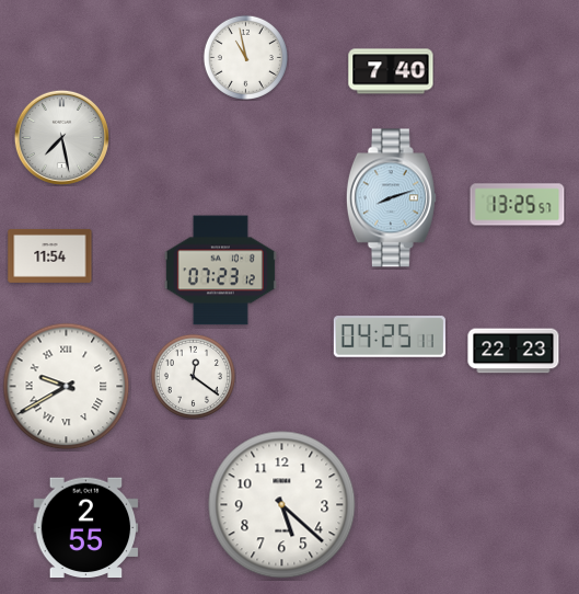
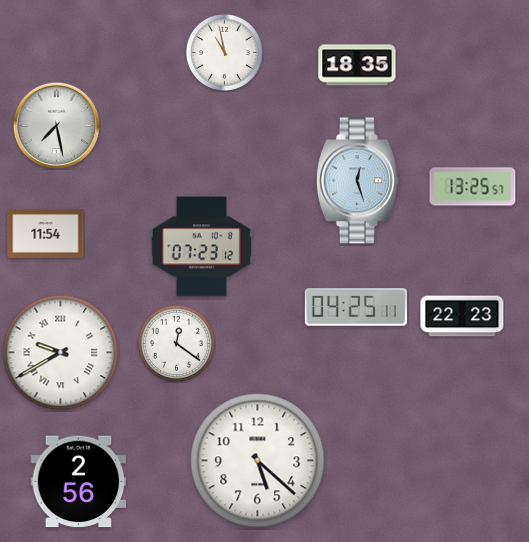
clock at (391, 71): 7:40 -> 18:35
clock at (391, 198): 8:12 -> 12:27
clock at (513, 351) position: (513, 351) -> (462, 316)
clock at (86, 528): 2:55 -> 2:56
